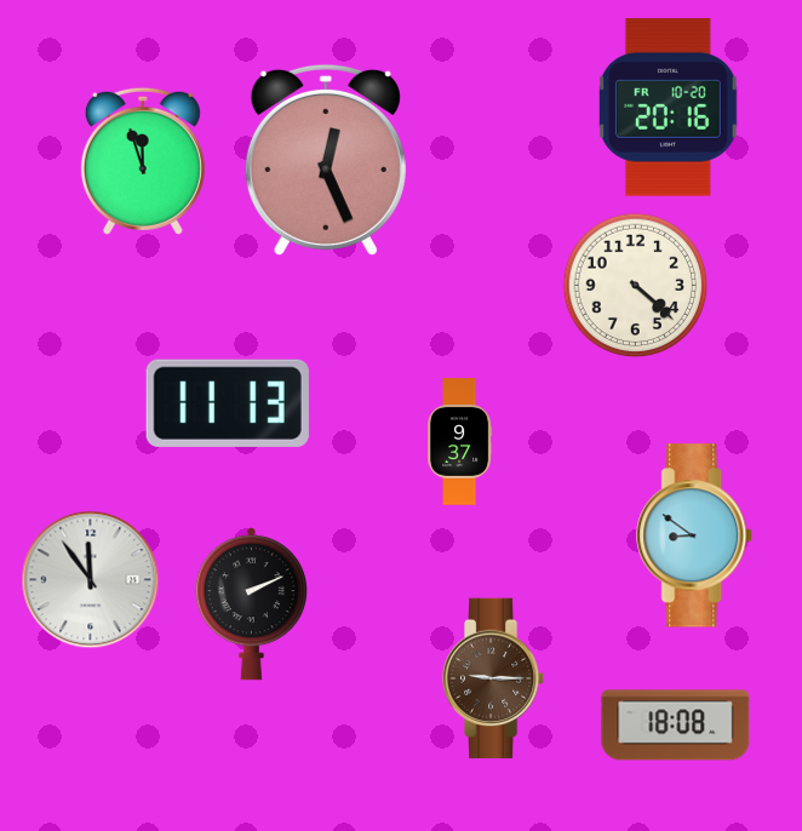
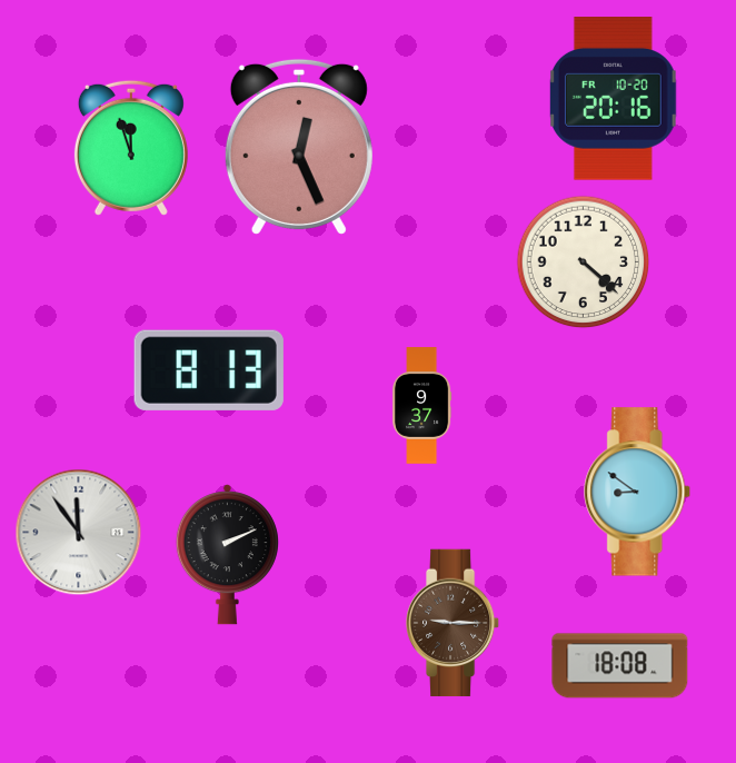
clock at (228, 403): 11:13 -> 8:13
clock at (91, 580) position: (91, 580) -> (79, 533)
clock at (251, 604) position: (251, 604) -> (227, 555)
